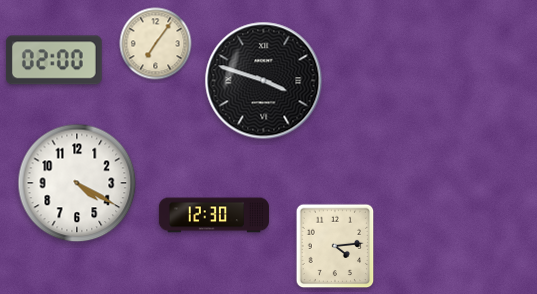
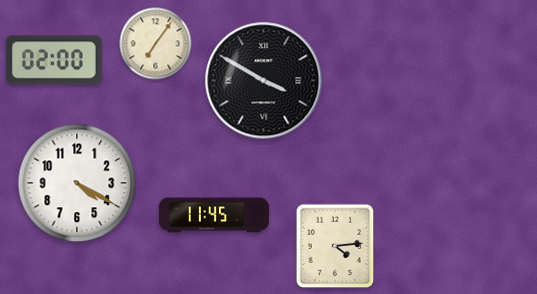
clock at (264, 81): 3:48 -> 3:50
clock at (214, 215): 12:30 -> 11:45
